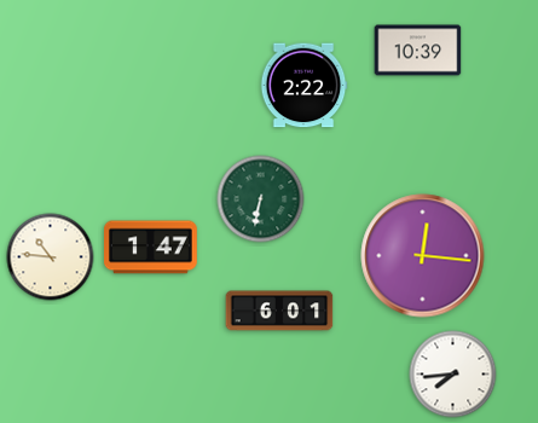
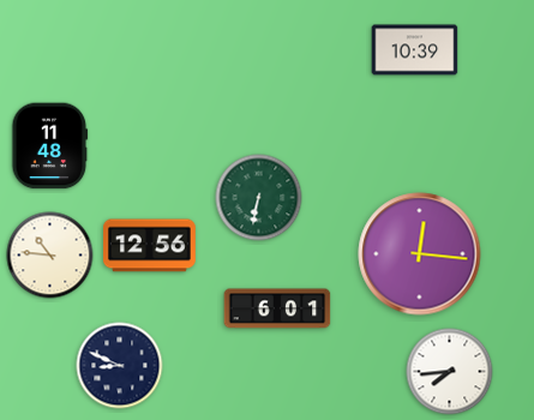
clock at (303, 86): 2:22 -> none
clock at (50, 146): none -> 11:48
clock at (151, 248): 1:47 -> 12:56
clock at (120, 366): none -> 8:49
